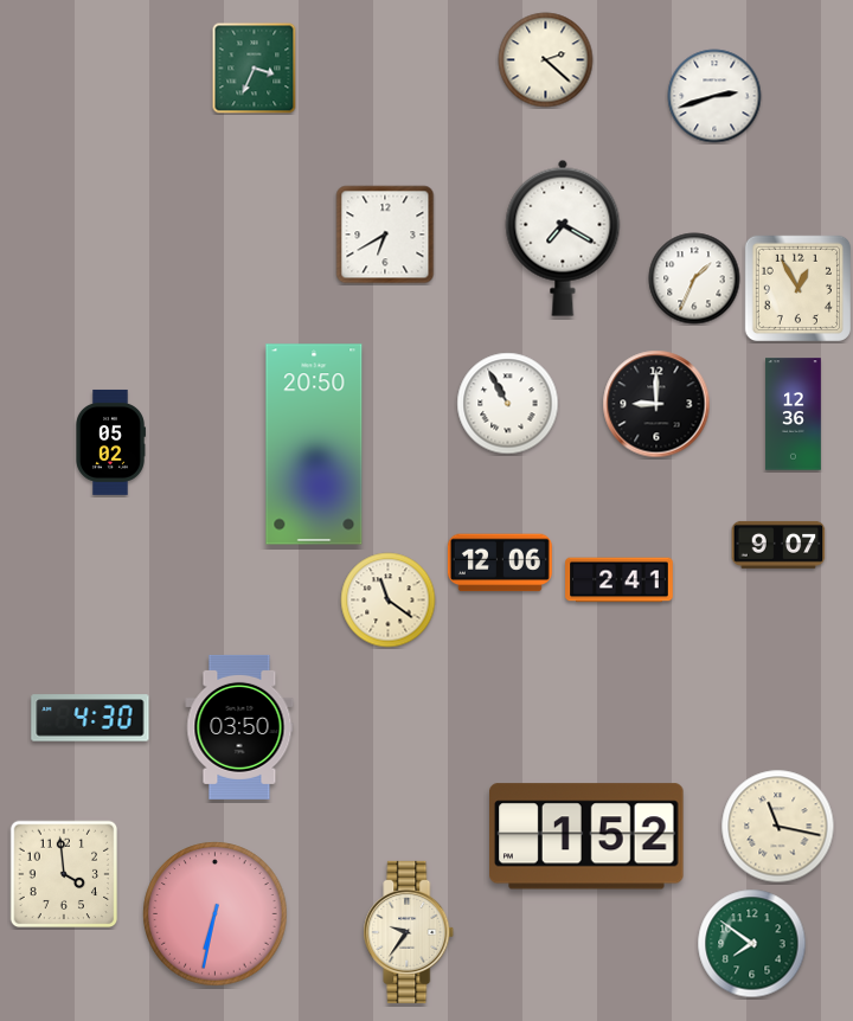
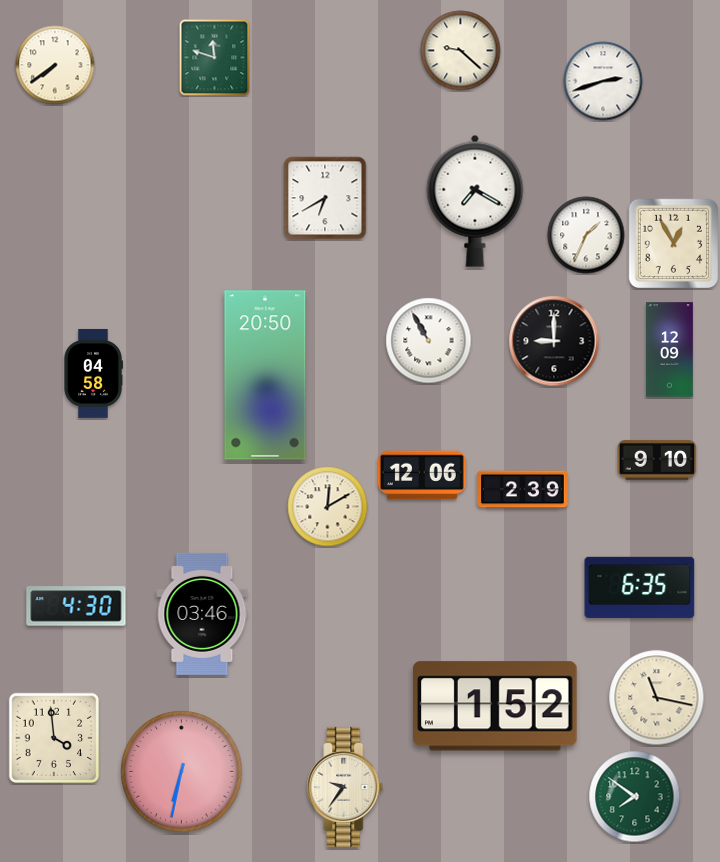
clock at (546, 60): 2:22 -> 9:22
clock at (255, 69): 3:34 -> 11:48
clock at (55, 65): none -> 7:39
clock at (794, 415): 12:36 -> 12:09
clock at (110, 442): 05:02 -> 04:58
clock at (778, 545): 9:07 -> 9:10
clock at (620, 580): 2:41 -> 2:39
clock at (389, 601): 11:21 -> 12:10
clock at (640, 587): none -> 6:35
clock at (239, 727): 03:50 -> 03:46
